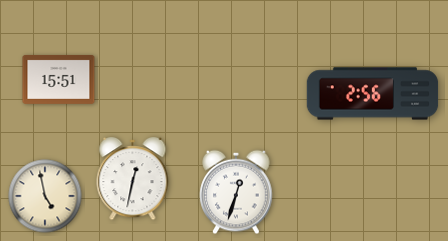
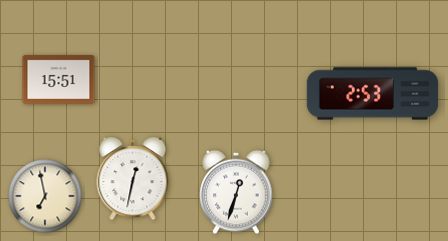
clock at (373, 94): 2:56 -> 2:53
clock at (45, 196): 4:58 -> 6:58
